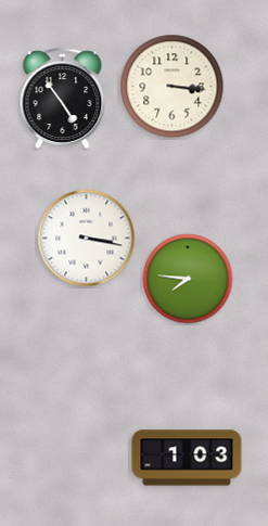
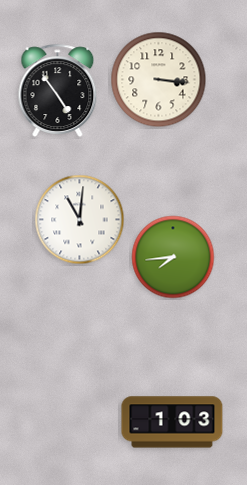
clock at (87, 239): 3:17 -> 11:01
clock at (188, 279): 7:46 -> 7:44
